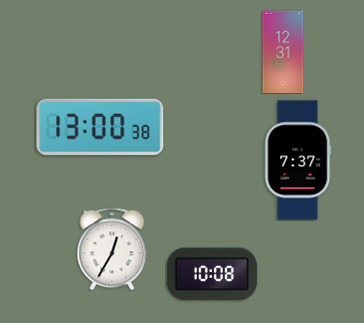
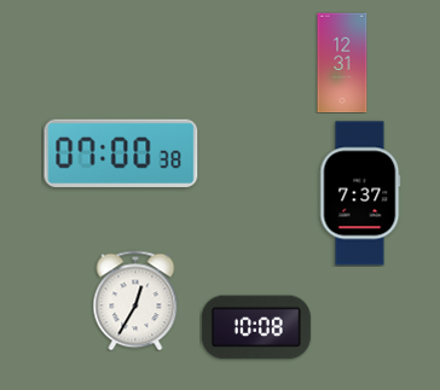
clock at (100, 127): 13:00 -> 07:00
clock at (212, 274) position: (212, 274) -> (256, 327)
